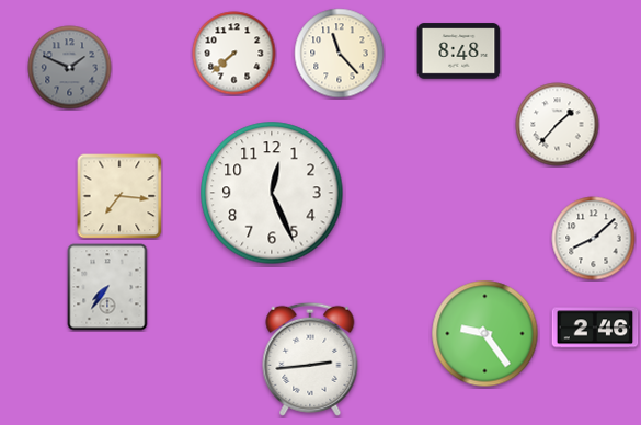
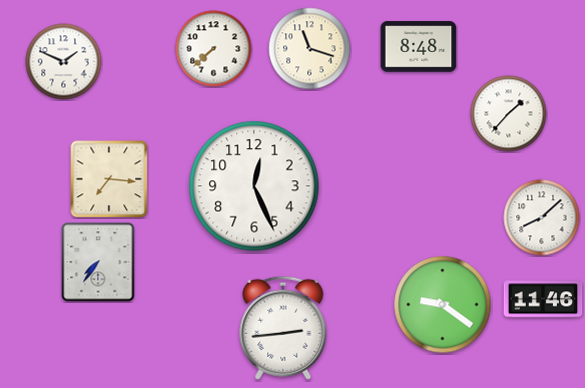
clock at (340, 54): 11:23 -> 11:18
clock at (70, 68) dial: grey -> white
clock at (272, 193) position: (272, 193) -> (254, 186)
clock at (595, 328): 2:46 -> 11:46
clock at (485, 334): 9:24 -> 9:21
